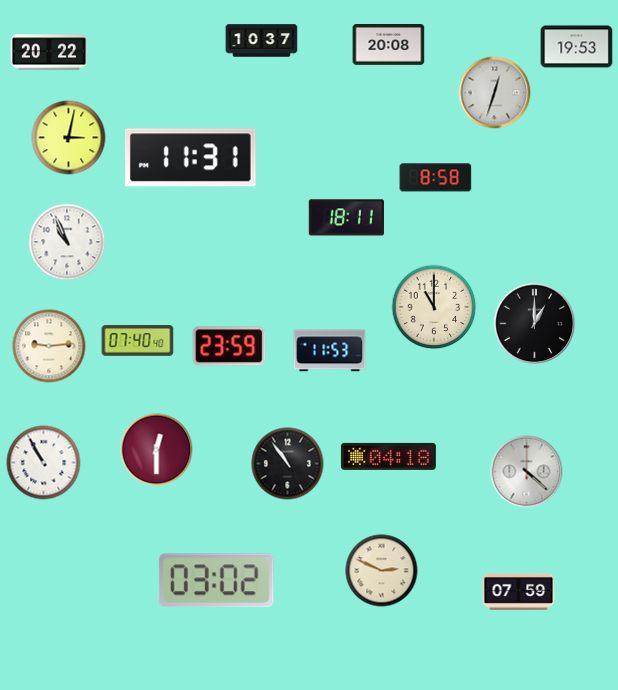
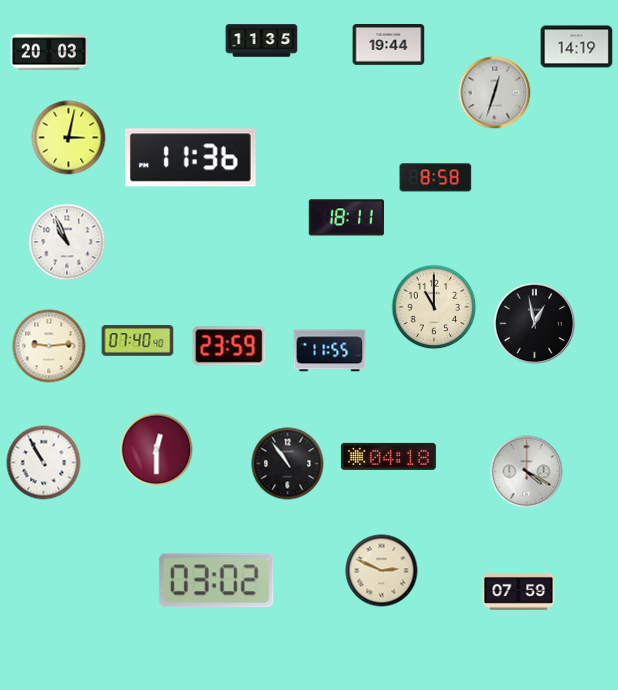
clock at (262, 41): 10:37 -> 11:35
clock at (389, 45): 20:08 -> 19:44
clock at (577, 47): 19:53 -> 14:19
clock at (49, 52): 20:22 -> 20:03
clock at (190, 158): 11:31 -> 11:36
clock at (535, 324): 1:00 -> 12:58
clock at (330, 351): 11:53 -> 11:55
clock at (527, 472): 4:22 -> 4:20
